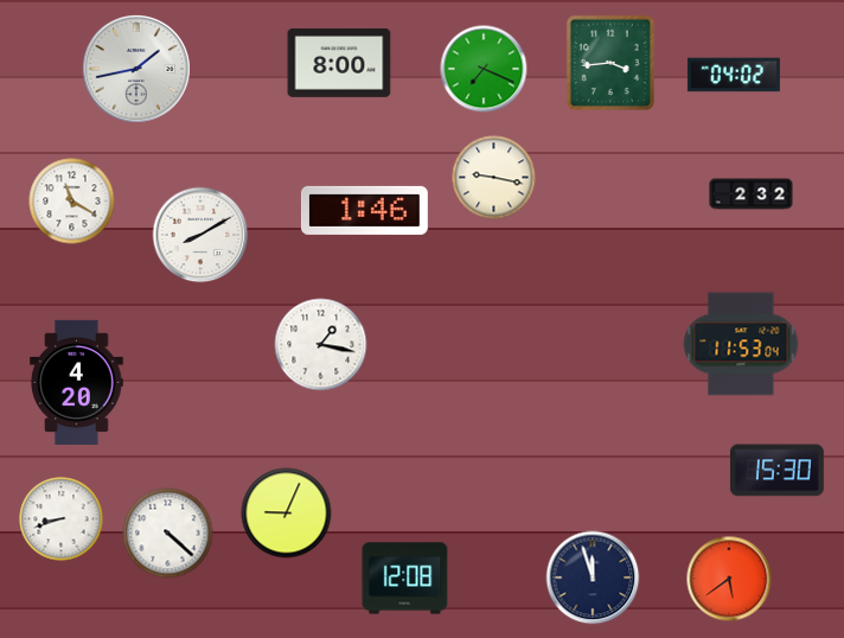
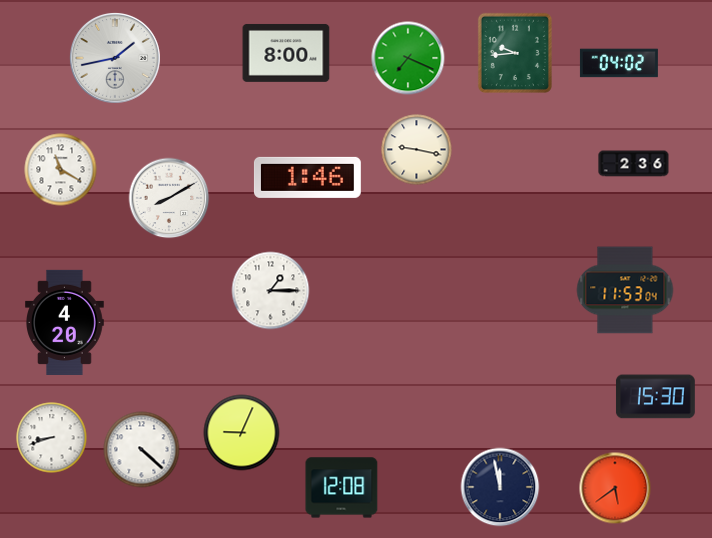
clock at (610, 63): 3:44 -> 9:44
clock at (752, 194): 2:32 -> 2:36
clock at (321, 345): 1:17 -> 1:15
clock at (593, 578): 11:57 -> 11:58
